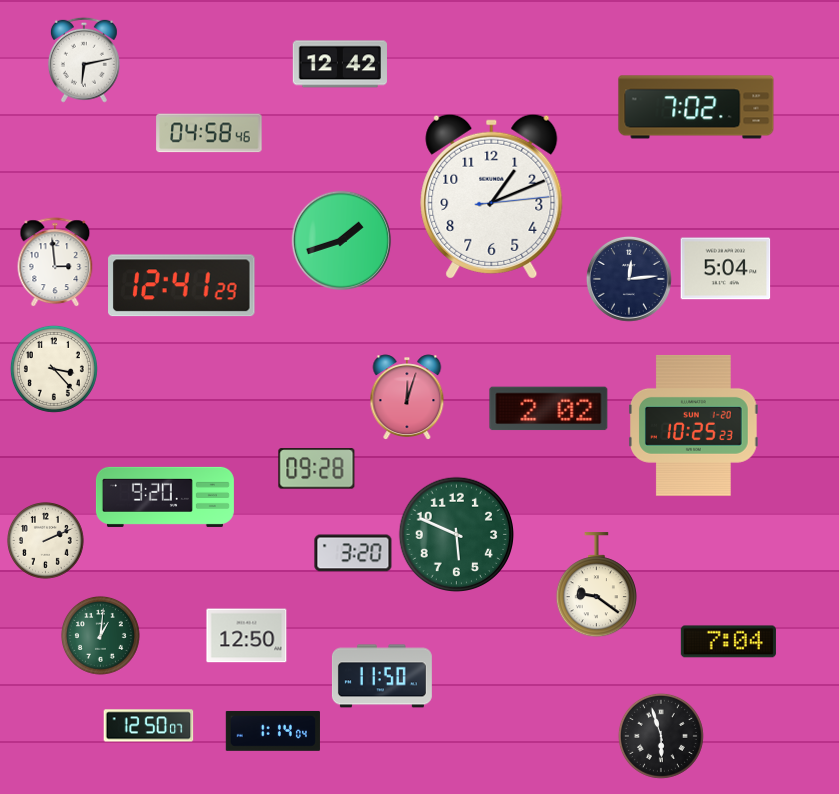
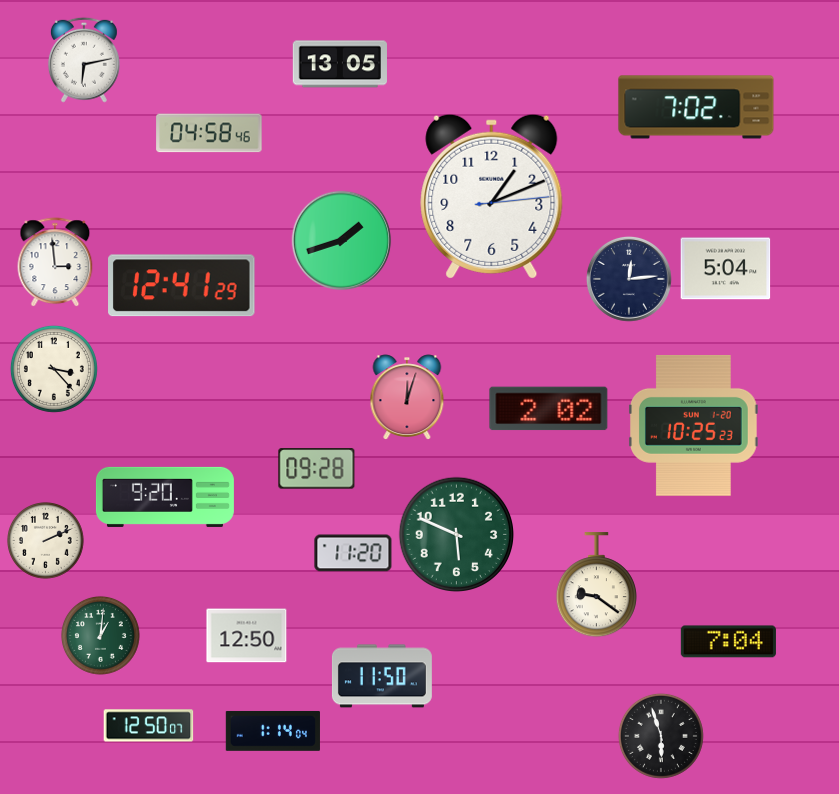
clock at (340, 64): 12:42 -> 13:05
clock at (353, 553): 3:20 -> 11:20
